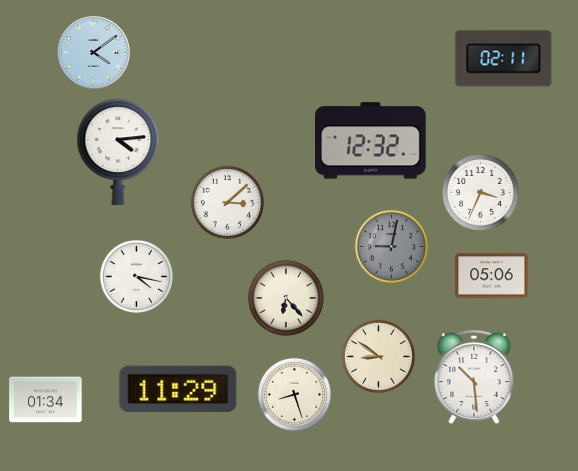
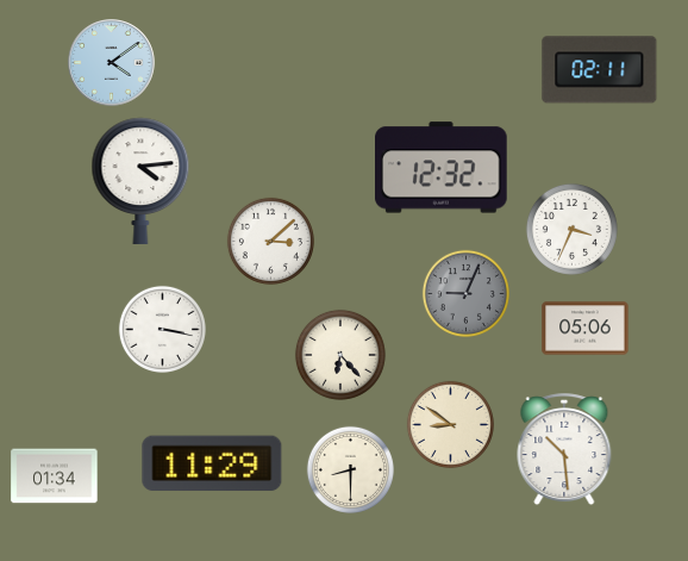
clock at (391, 246): 9:02 -> 9:04
clock at (136, 276): 4:17 -> 3:17
clock at (294, 394): 8:27 -> 8:30
